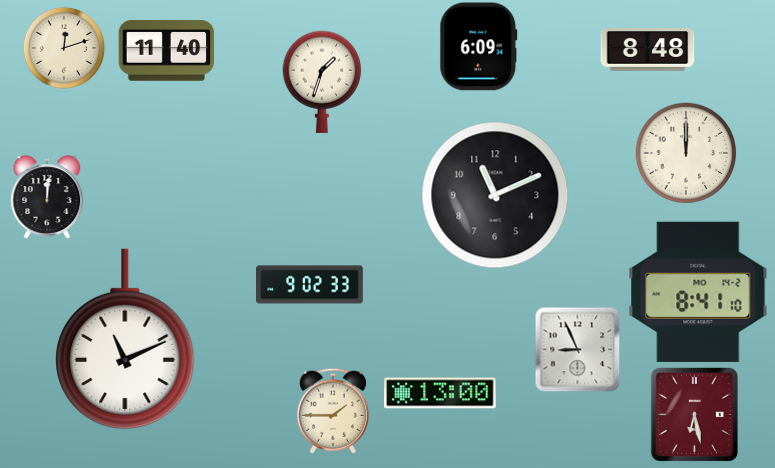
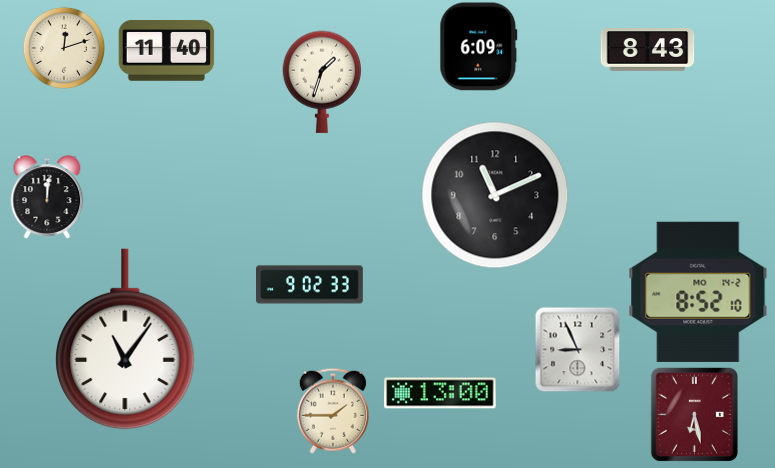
clock at (648, 50): 8:48 -> 8:43
clock at (686, 153): 12:00 -> none
clock at (698, 292): 8:41 -> 8:52
clock at (125, 339): 11:11 -> 11:06
